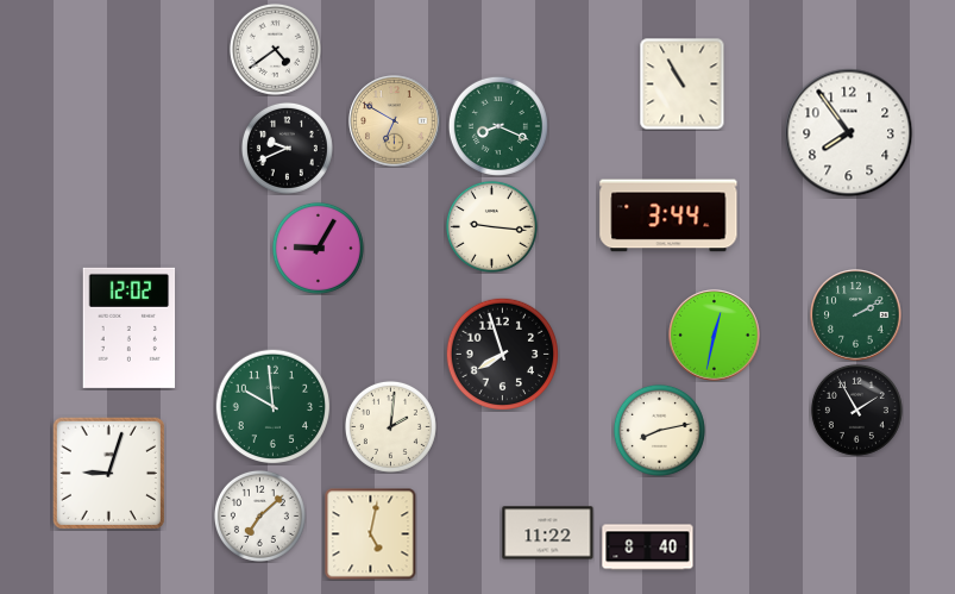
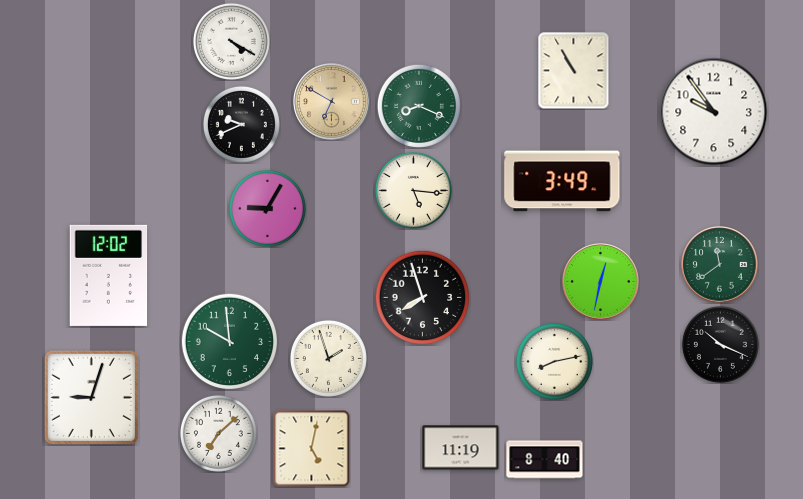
clock at (275, 49): 4:39 -> 4:20
clock at (849, 133): 7:54 -> 9:54
clock at (668, 215): 3:44 -> 3:49
clock at (491, 226): 9:16 -> 5:16
clock at (856, 315): 2:10 -> 11:39
clock at (856, 409): 1:55 -> 10:19
clock at (390, 426): 2:01 -> 1:57
clock at (548, 533): 11:22 -> 11:19
